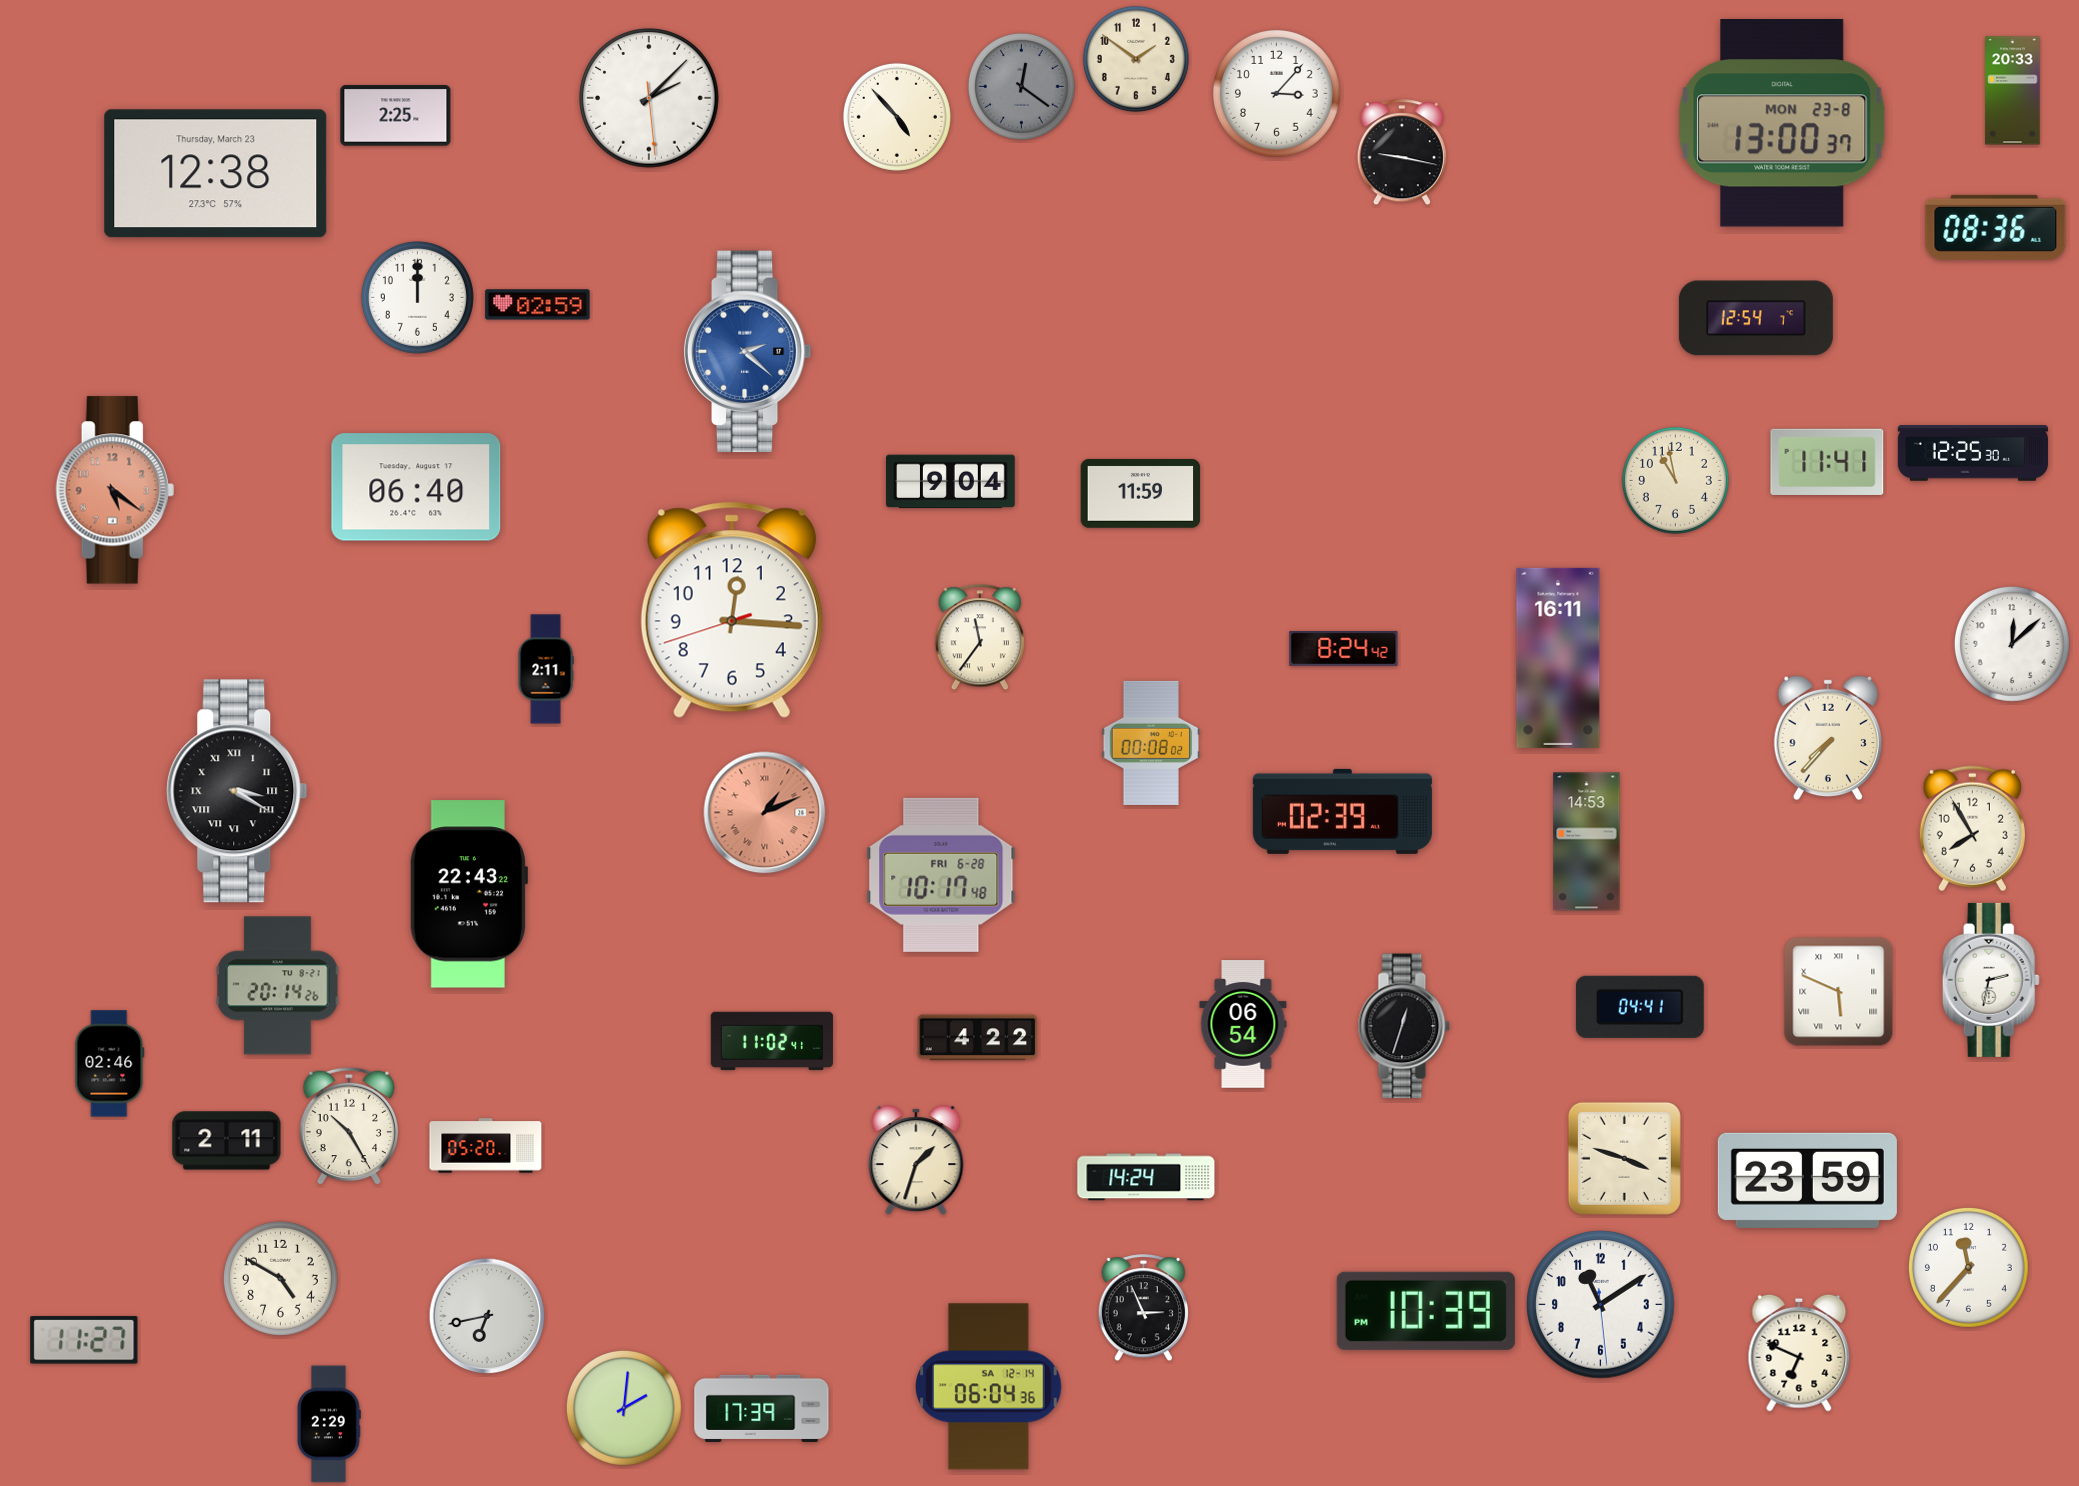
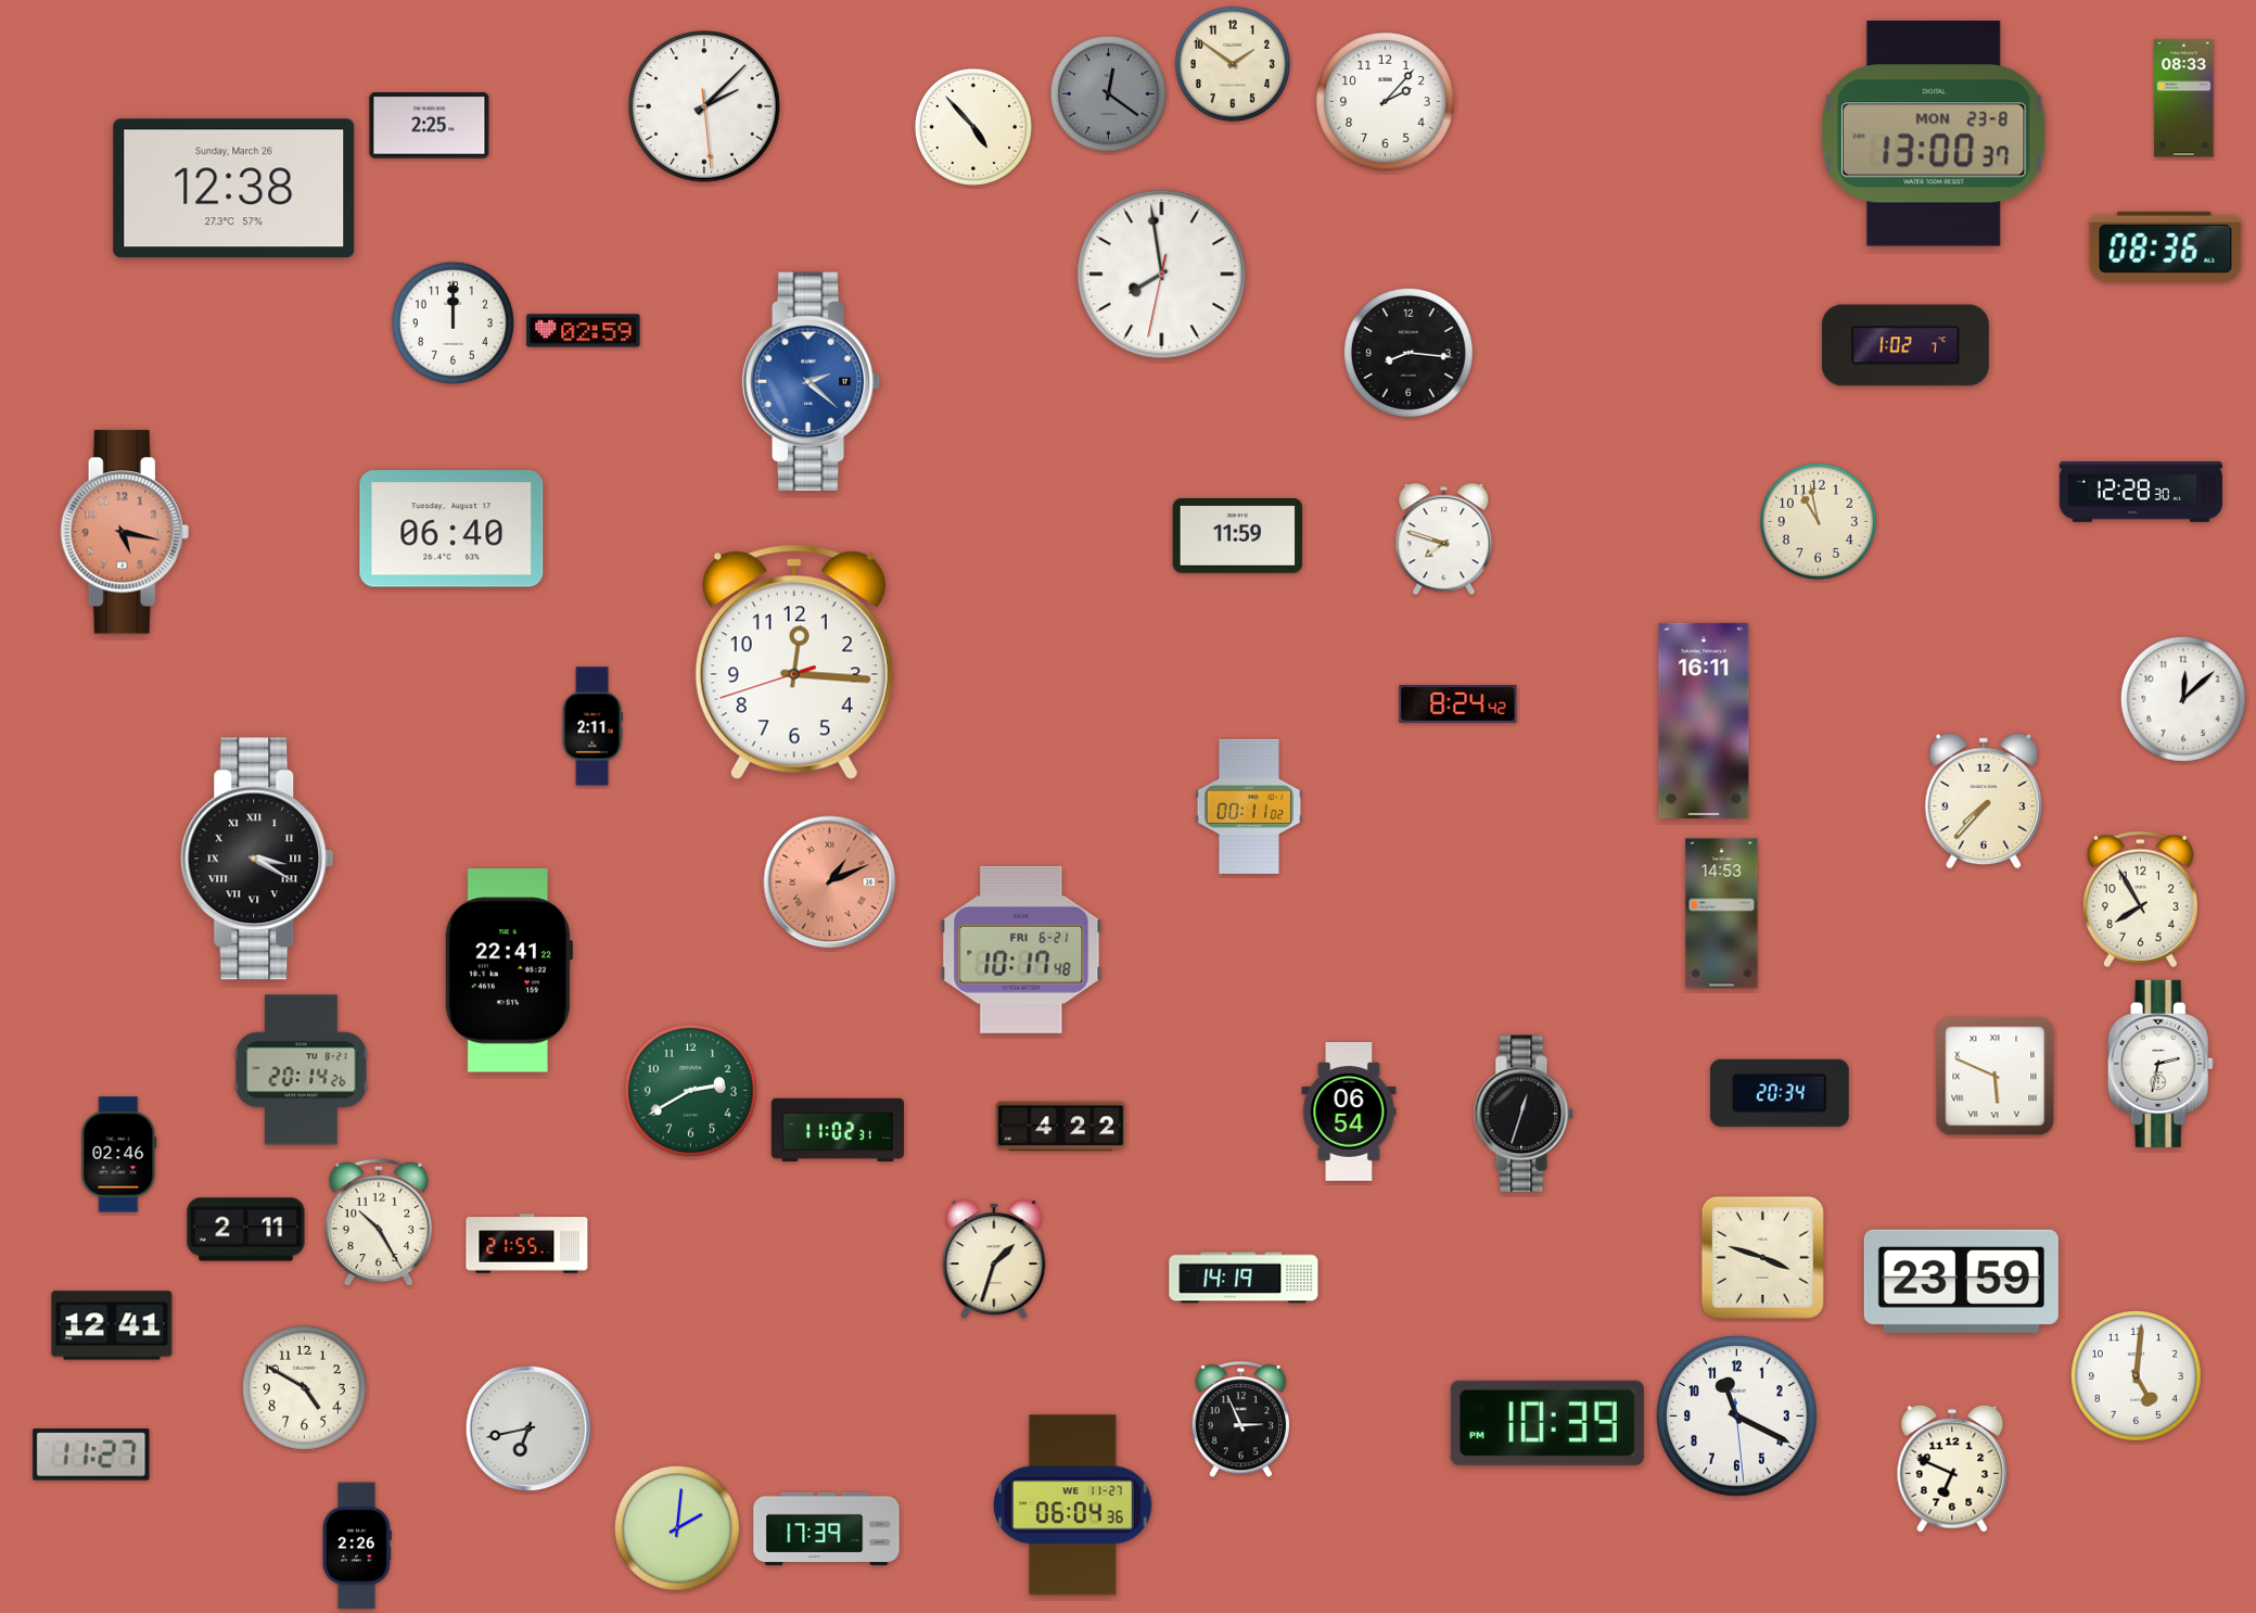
clock at (2013, 91): 20:33 -> 08:33
clock at (1277, 94): 3:07 -> 2:07
clock at (1402, 153): 9:17 -> none
clock at (216, 174) date: Thursday, March 23 -> Sunday, March 26
clock at (1162, 275): none -> 7:58
clock at (1756, 318): 12:54 -> 1:02
clock at (1409, 353): none -> 8:16
clock at (1972, 453): 12:25 -> 12:28
clock at (1827, 462): 11:41 -> none
clock at (951, 482): 9:04 -> none
clock at (115, 490): 5:21 -> 5:17
clock at (1444, 539): none -> 7:48
clock at (980, 638): 11:36 -> none
clock at (1558, 658) position: (1558, 658) -> (1704, 721)
clock at (1150, 743): 00:08 -> 00:11
clock at (1342, 811): 02:39 -> none
clock at (941, 875) date: FRI 6-28 -> FRI 6-21
clock at (468, 894): 22:43 -> 22:41
clock at (690, 1090): none -> 2:40
clock at (1640, 1007): 04:41 -> 20:34
clock at (772, 1040): 11:02:41 -> 11:02:31
clock at (227, 1141) position: (227, 1141) -> (246, 1230)
clock at (486, 1146): 05:20 -> 21:55
clock at (1146, 1177): 14:24 -> 14:19
clock at (112, 1325): none -> 12:41
clock at (1968, 1267): 11:37 -> 5:01
clock at (1601, 1305): 11:09 -> 11:19
clock at (989, 1387) date: SA 12-14 -> WE 11-27
clock at (329, 1424): 2:29 -> 2:26
